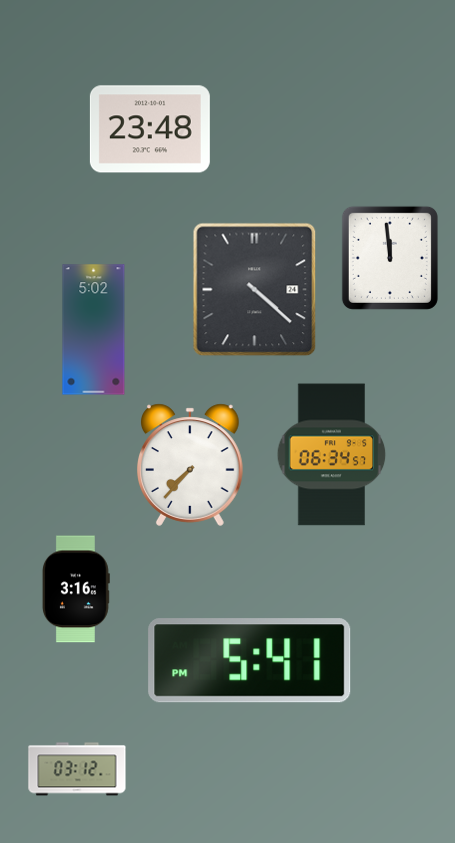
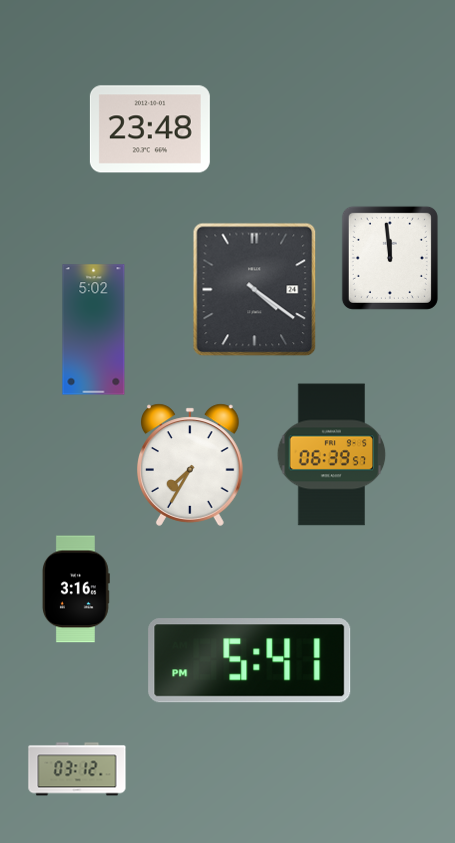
clock at (255, 290): 4:22 -> 4:21
clock at (332, 455): 06:34 -> 06:39
clock at (191, 465): 7:37 -> 7:35
